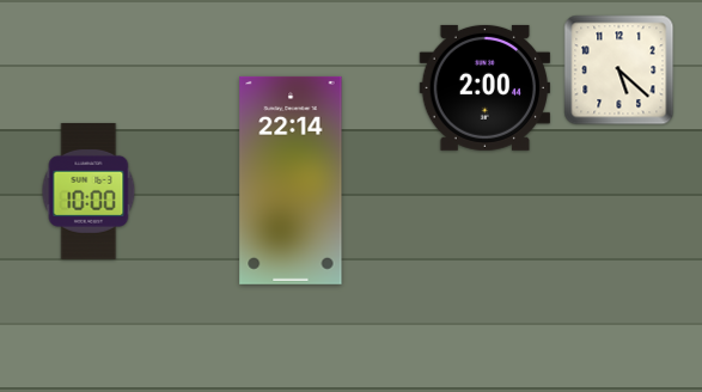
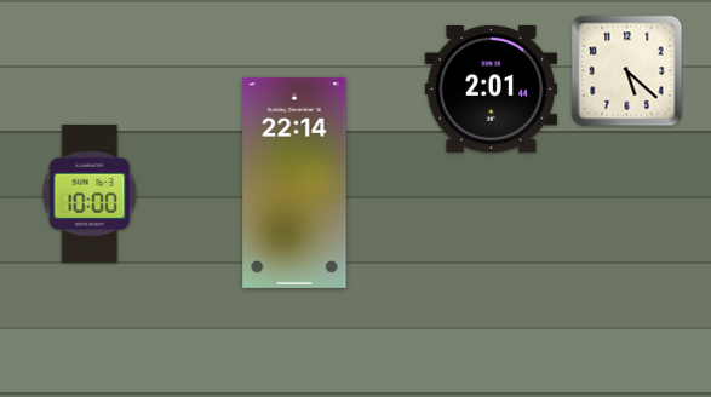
clock at (484, 87): 2:00 -> 2:01
